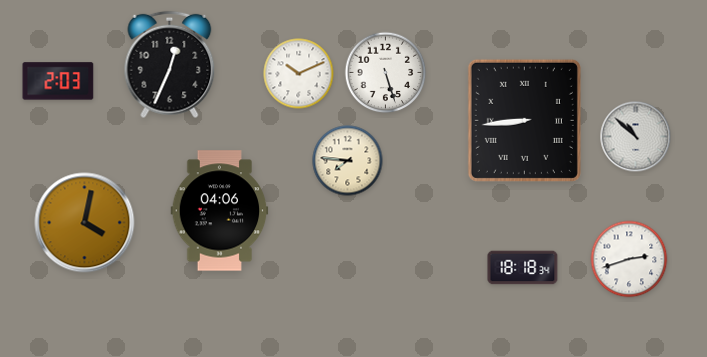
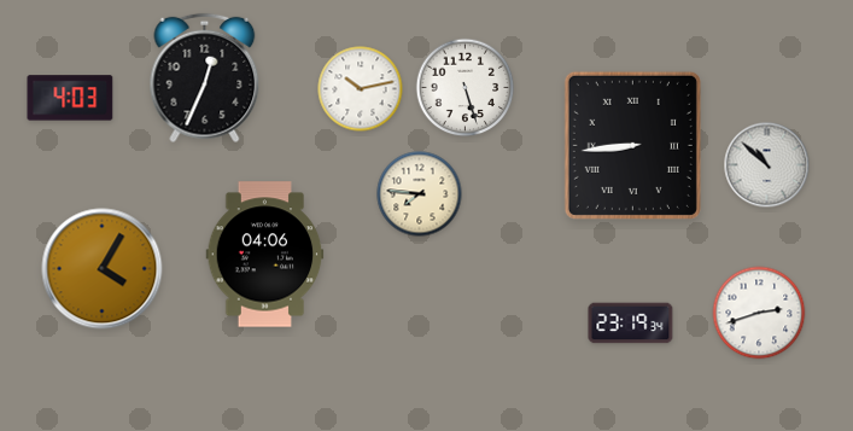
clock at (299, 74): 10:11 -> 10:13
clock at (58, 81): 2:03 -> 4:03
clock at (85, 223): 4:02 -> 4:05
clock at (523, 268): 18:18 -> 23:19
